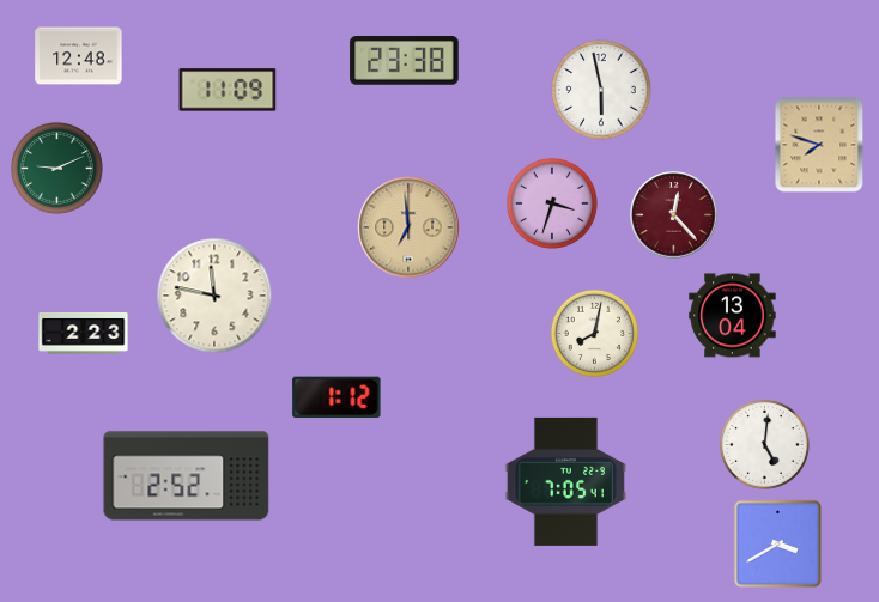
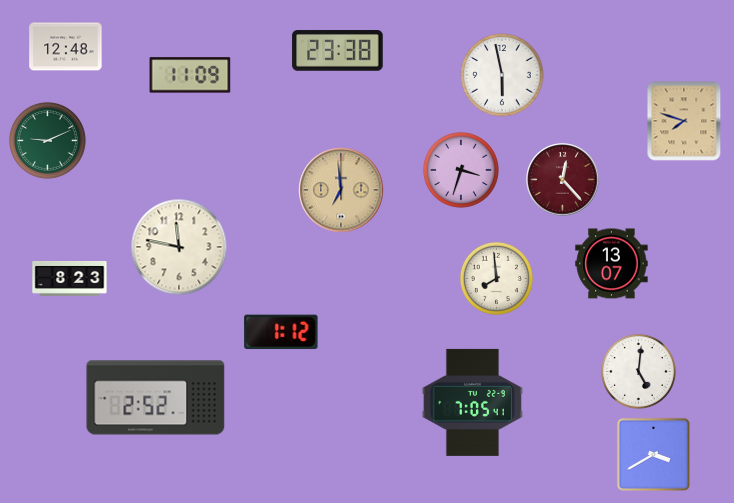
clock at (733, 316): 13:04 -> 13:07
clock at (594, 333): 8:02 -> 7:59
clock at (84, 334): 2:23 -> 8:23
clock at (777, 543) position: (777, 543) -> (653, 454)
